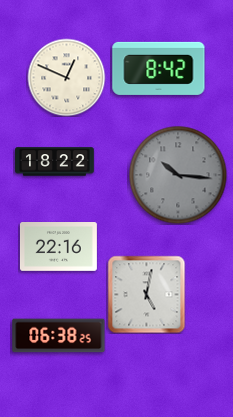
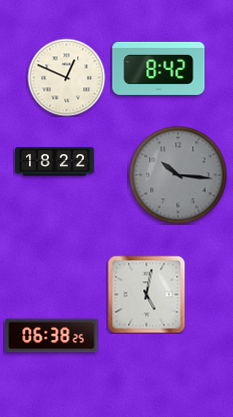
clock at (58, 247): 22:16 -> none
clock at (59, 336) position: (59, 336) -> (52, 336)
